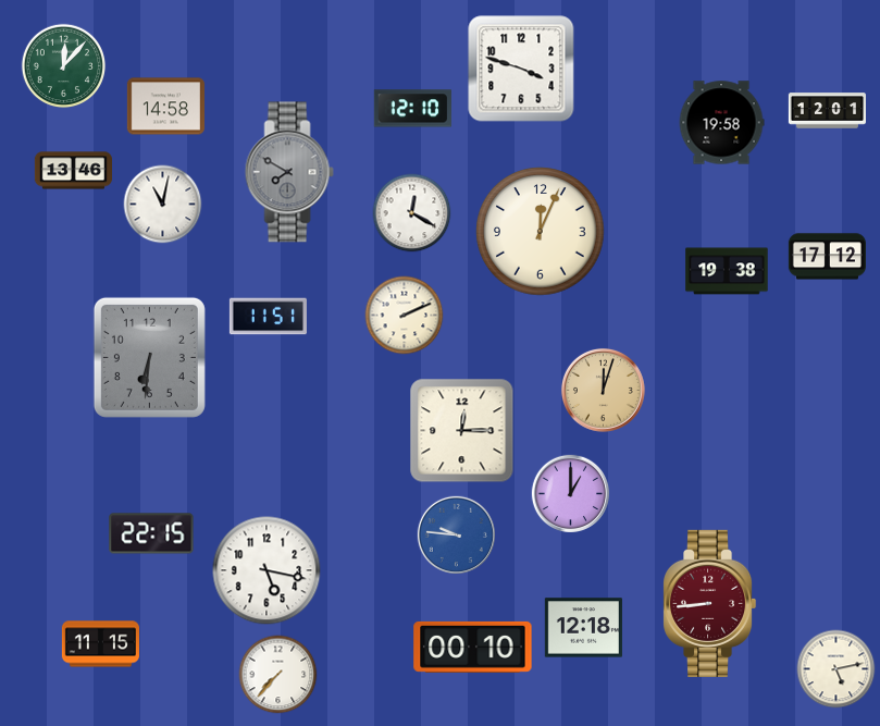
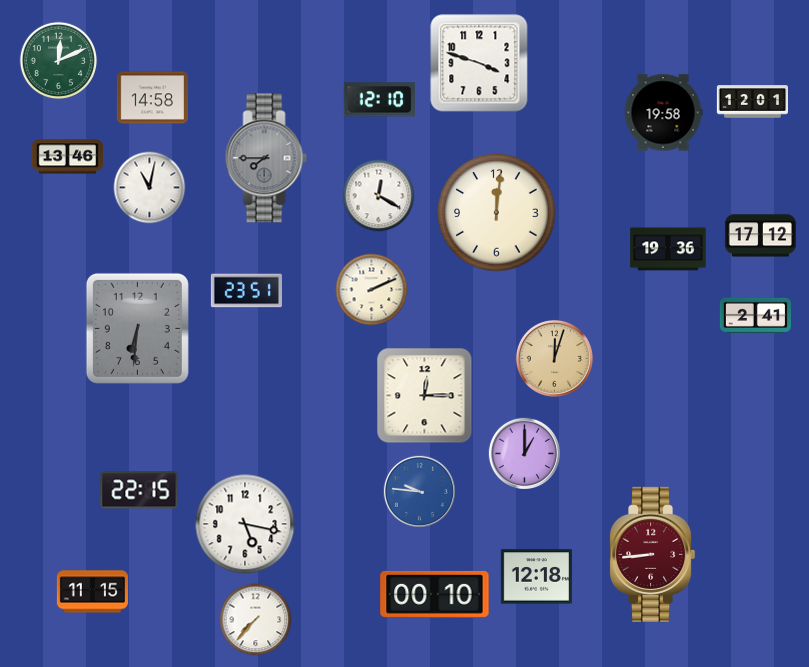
clock at (64, 66): 12:07 -> 12:11
clock at (827, 111) position: (827, 111) -> (752, 102)
clock at (289, 172): 7:50 -> 7:45
clock at (541, 232): 12:04 -> 12:01
clock at (727, 271): 19:38 -> 19:36
clock at (268, 317): 11:51 -> 23:51
clock at (755, 315): none -> 2:41
clock at (836, 669): 5:13 -> none
